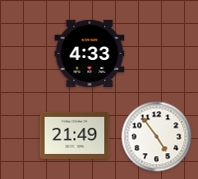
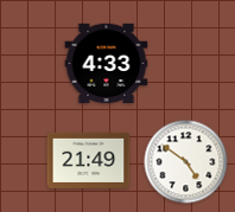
clock at (157, 137): 4:54 -> 4:51
